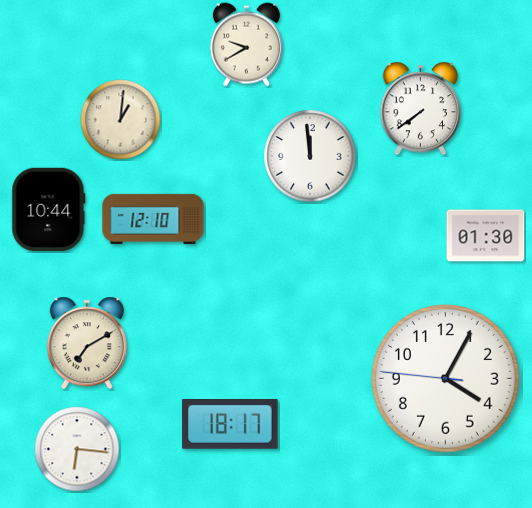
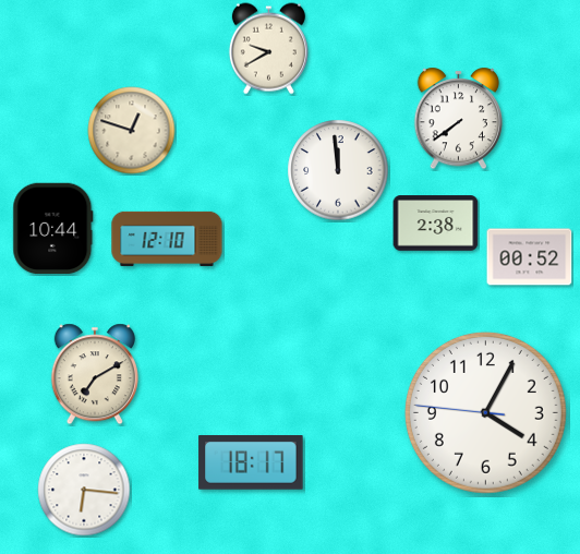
clock at (121, 120): 1:01 -> 12:48
clock at (436, 224): none -> 2:38
clock at (486, 236): 01:30 -> 00:52
